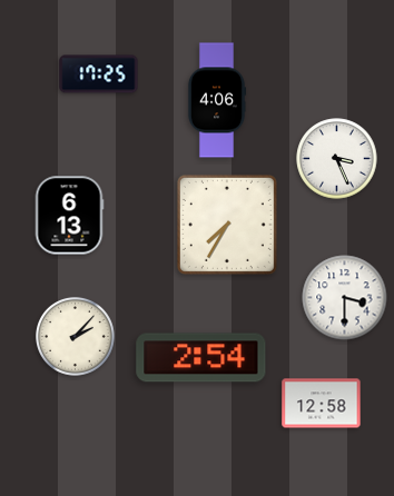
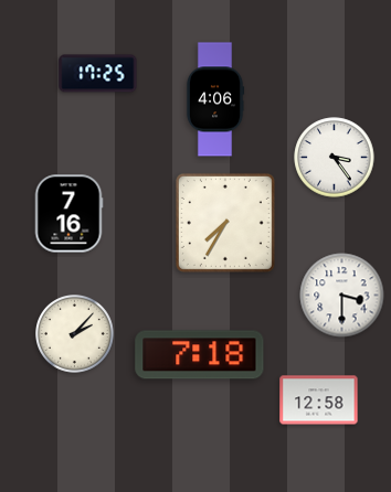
clock at (337, 159): 3:26 -> 3:24
clock at (69, 216): 6:13 -> 7:16
clock at (201, 358): 2:54 -> 7:18
